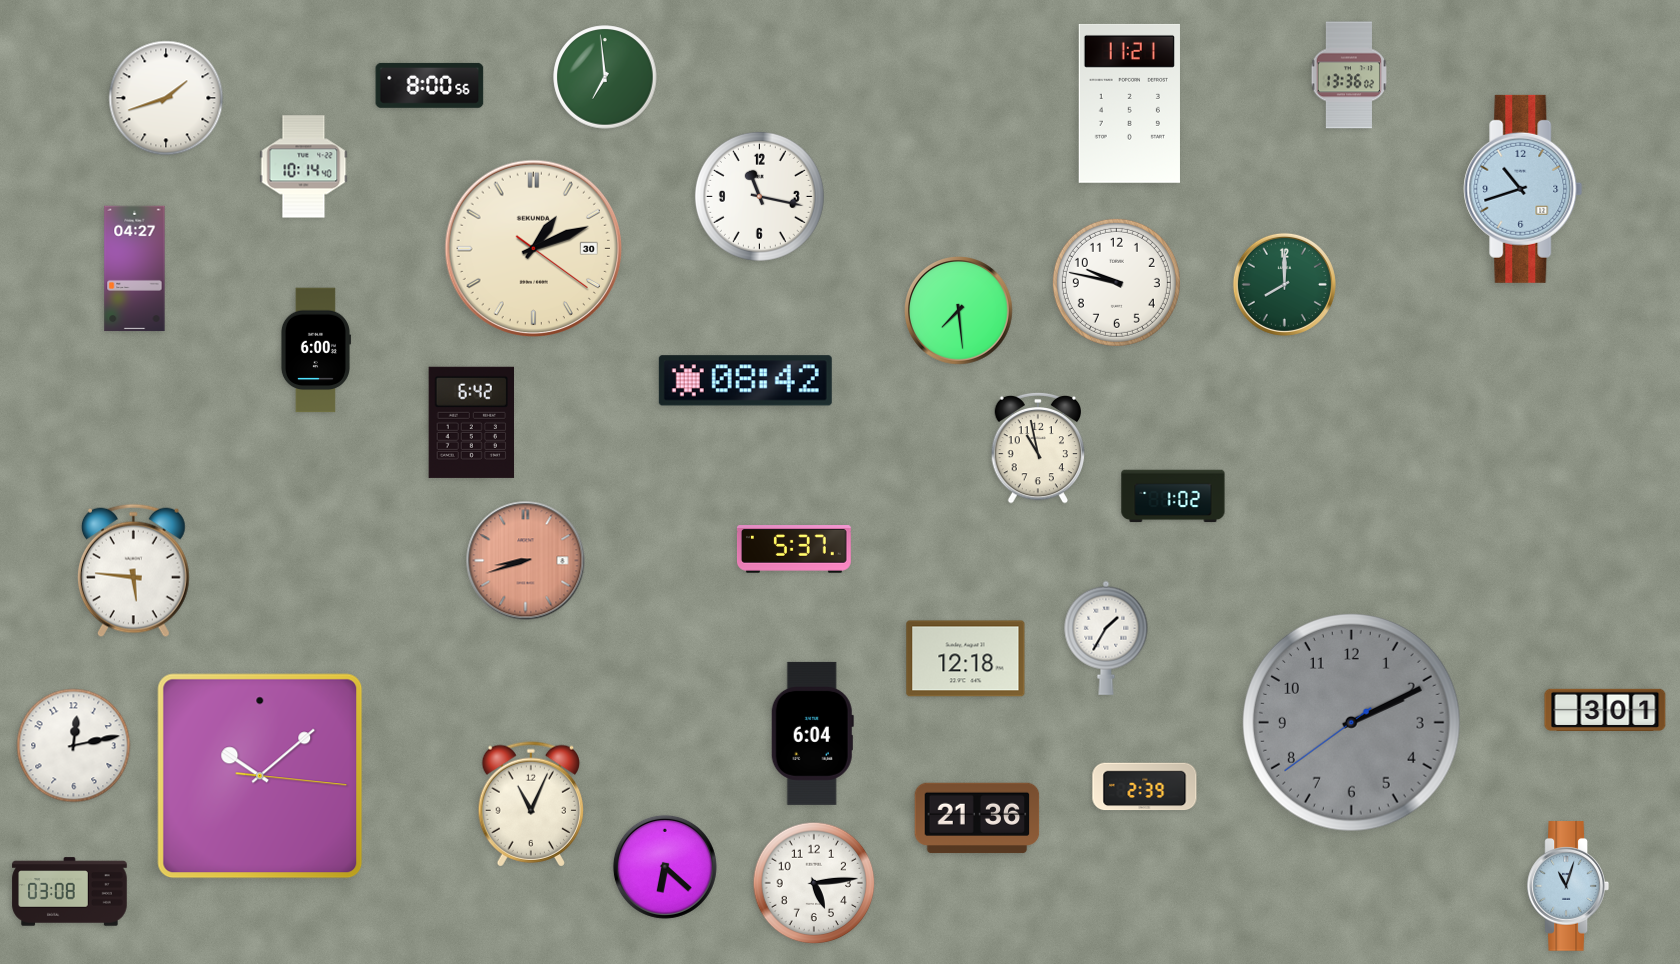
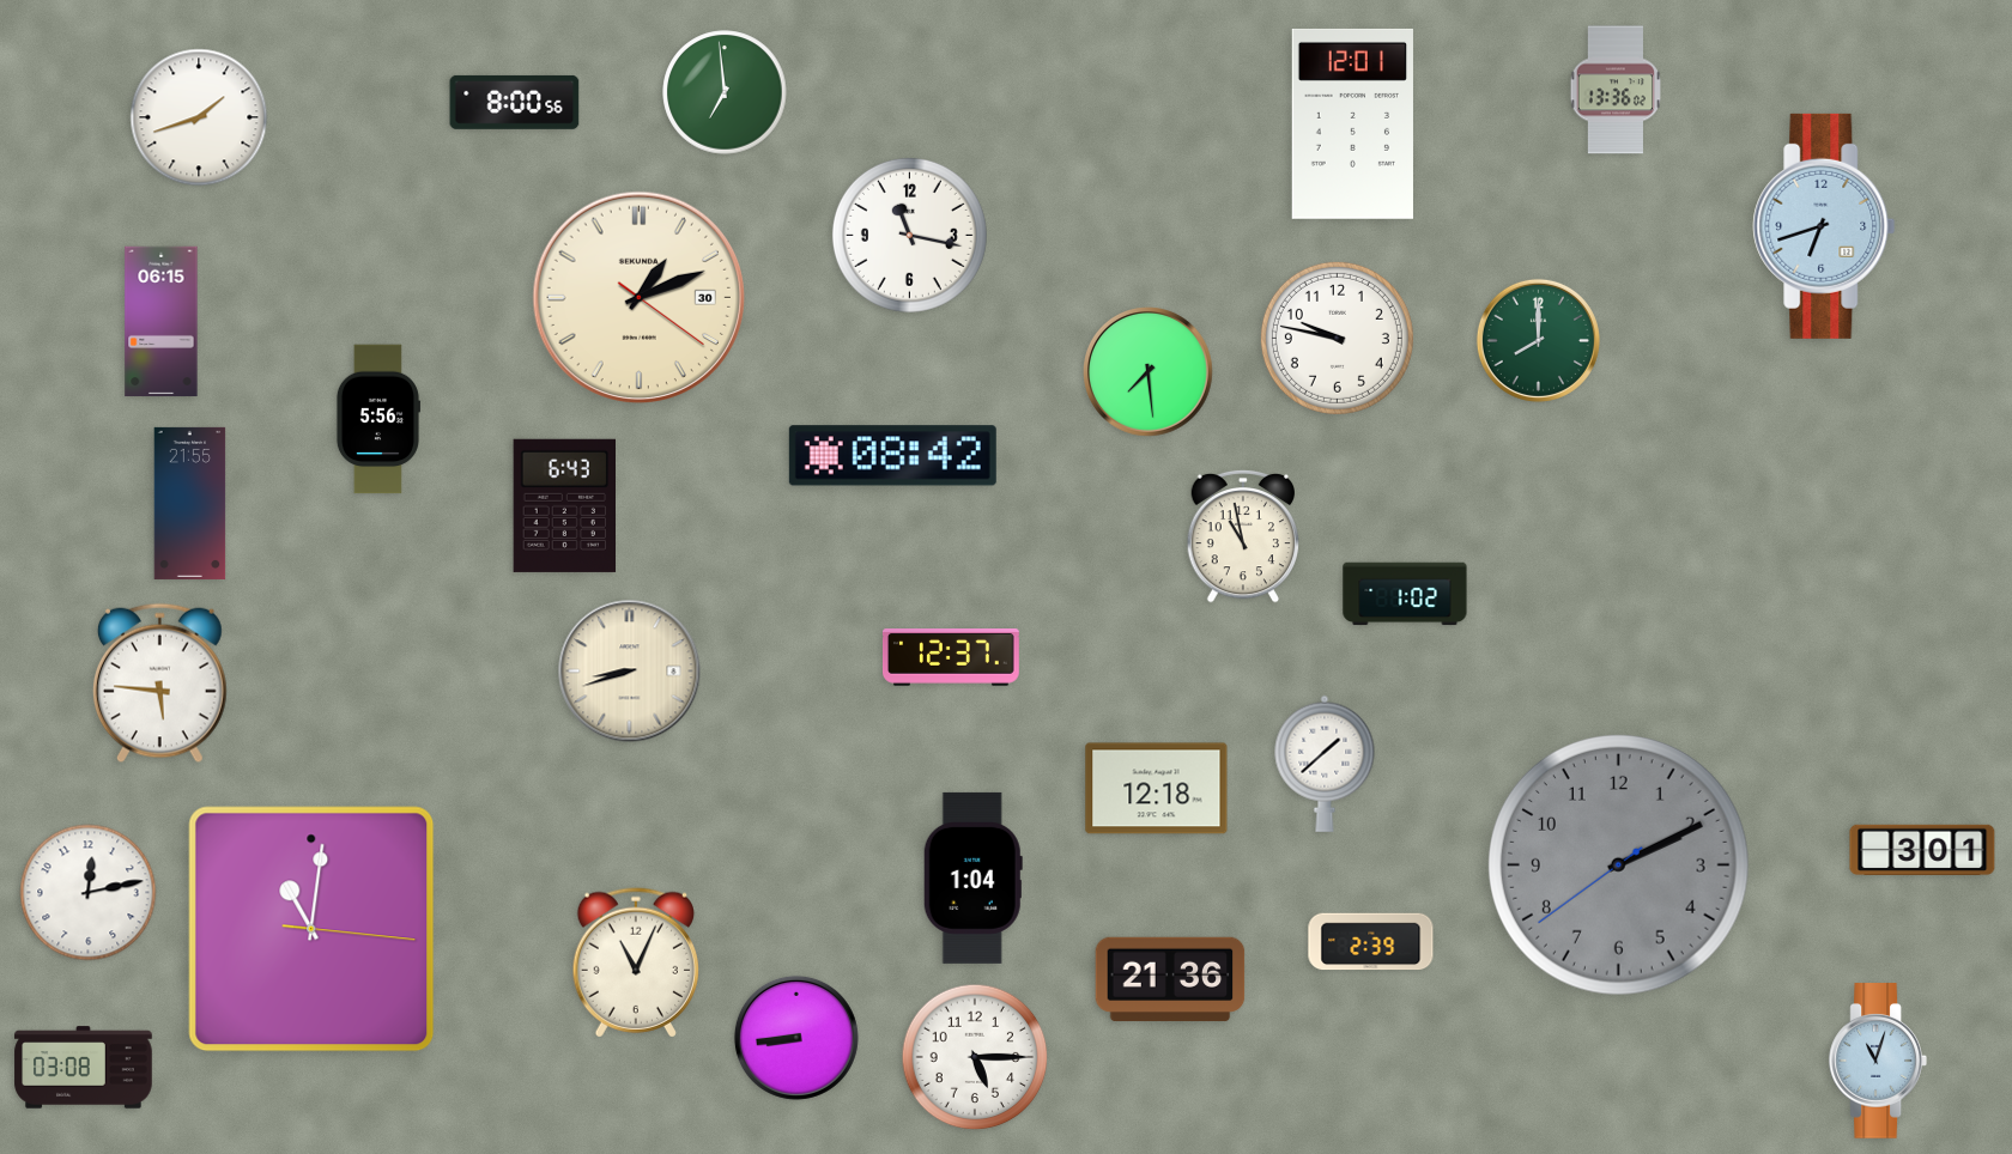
clock at (1129, 103): 11:21 -> 12:01
clock at (304, 167): 10:14 -> none
clock at (1523, 189): 10:42 -> 6:42
clock at (135, 269): 04:27 -> 06:15
clock at (315, 350): 6:00 -> 5:56
clock at (190, 503): none -> 21:55
clock at (471, 422): 6:42 -> 6:43
clock at (794, 550): 5:37 -> 12:37
clock at (526, 561) dial: salmon -> cream
clock at (1106, 638): 1:35 -> 1:38
clock at (812, 733): 6:04 -> 1:04
clock at (260, 776): 10:08 -> 11:01
clock at (665, 867): 6:22 -> 8:44
clock at (814, 883): 5:14 -> 5:15
